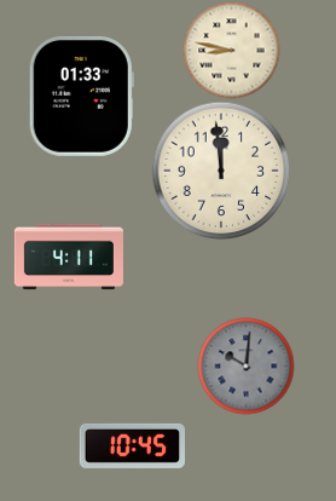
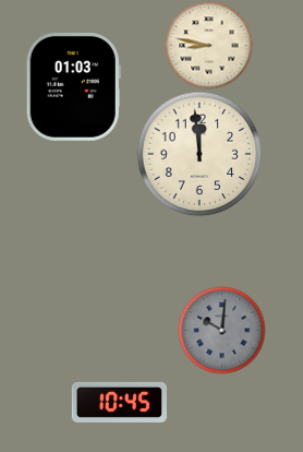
clock at (81, 96): 01:33 -> 01:03
clock at (69, 257): 4:11 -> none
